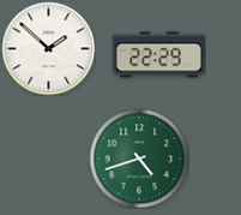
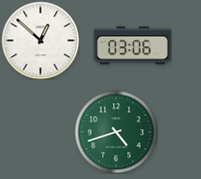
clock at (48, 48): 1:52 -> 12:52
clock at (158, 55): 22:29 -> 03:06
